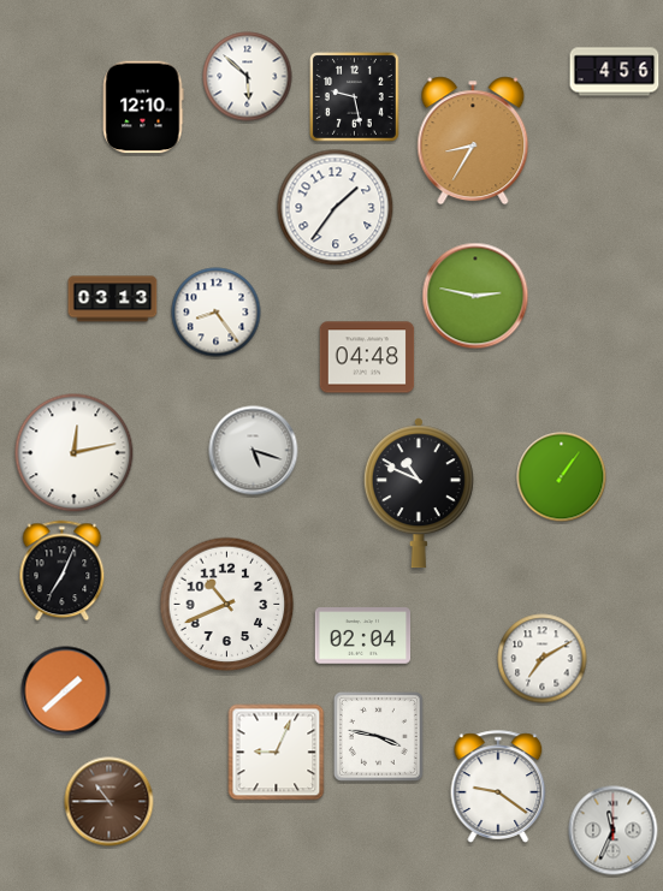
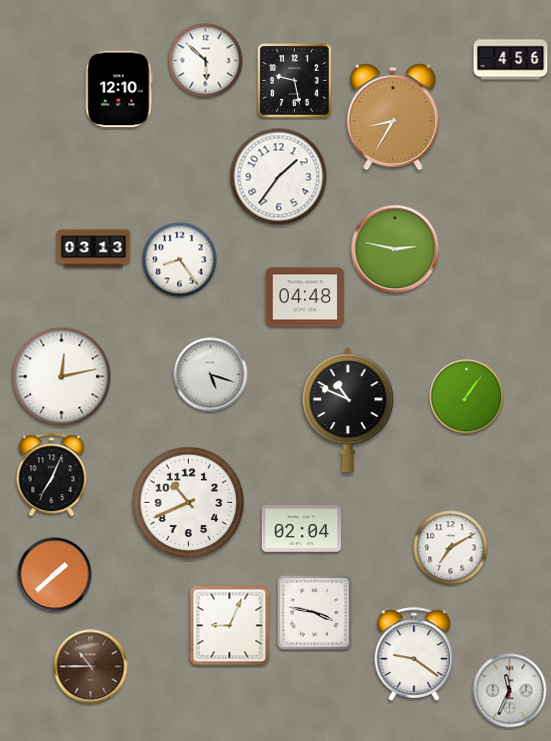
clock at (248, 77) position: (248, 77) -> (206, 61)
clock at (336, 208) position: (336, 208) -> (279, 177)
clock at (475, 296) position: (475, 296) -> (395, 249)
